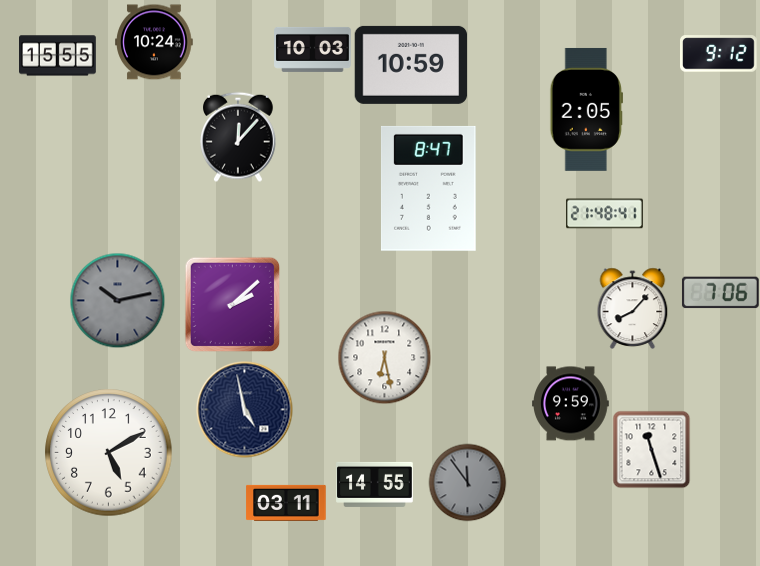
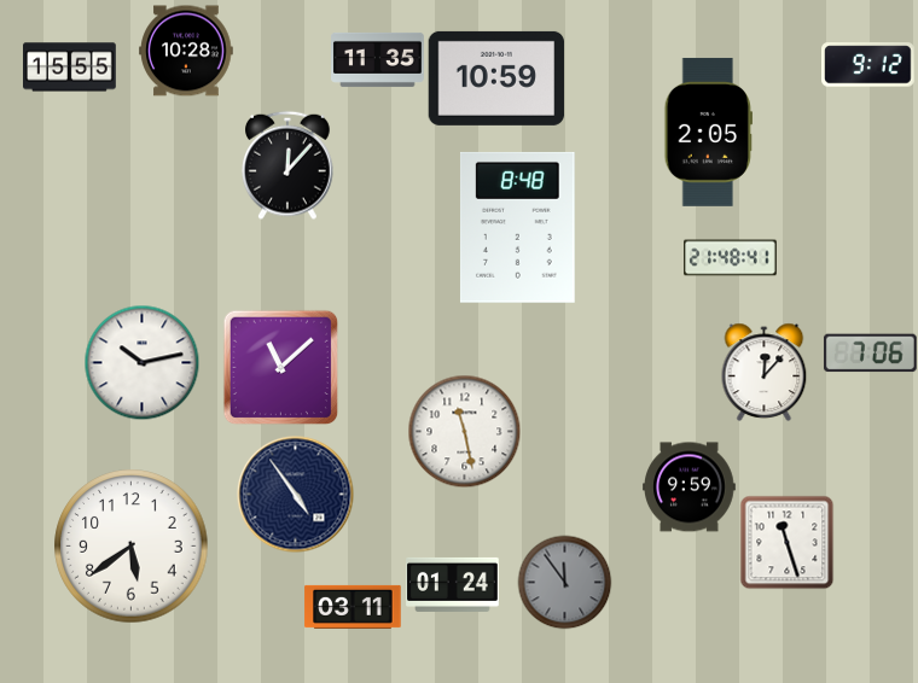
clock at (154, 42): 10:24 -> 10:28
clock at (313, 49): 10:03 -> 11:35
clock at (428, 188): 8:47 -> 8:48
clock at (117, 300) dial: grey -> white
clock at (232, 304): 2:08 -> 11:08
clock at (633, 308): 8:07 -> 12:07
clock at (384, 357): 6:28 -> 11:28
clock at (245, 410): 4:58 -> 4:54
clock at (109, 453): 5:10 -> 5:39
clock at (375, 484): 14:55 -> 01:24
clock at (286, 503) position: (286, 503) -> (353, 607)
